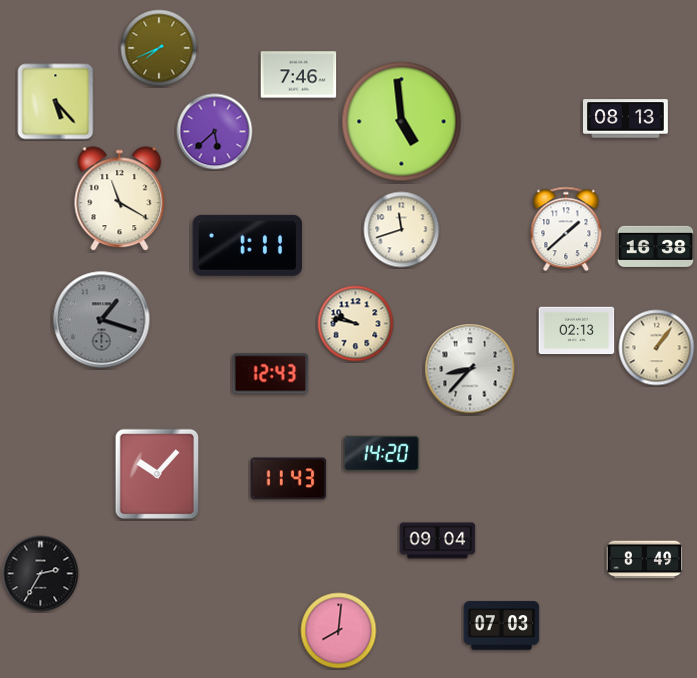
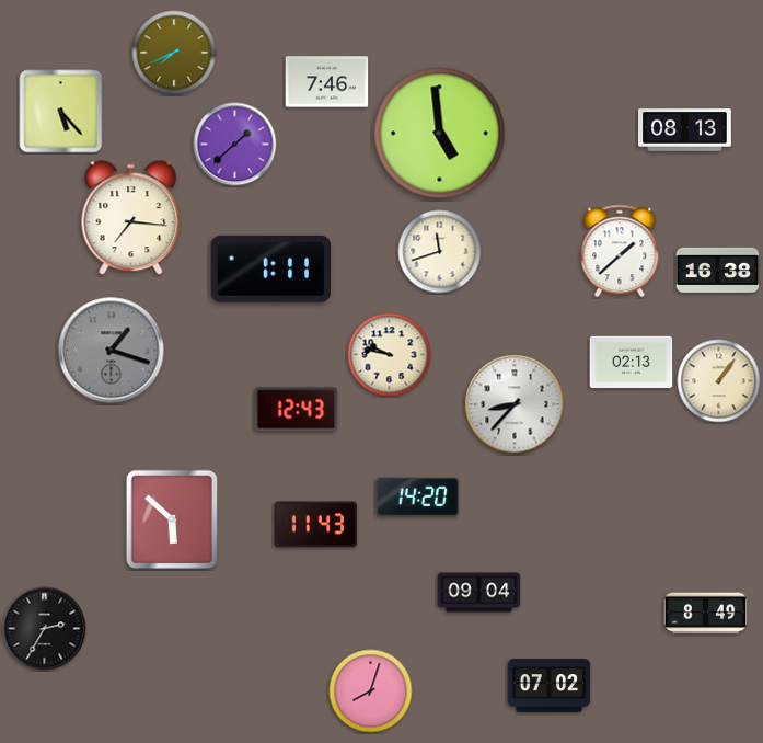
clock at (215, 132): 5:38 -> 1:38
clock at (120, 199): 11:20 -> 7:16
clock at (157, 474): 10:07 -> 5:52
clock at (502, 626): 07:03 -> 07:02
clock at (339, 631): 8:01 -> 8:03
